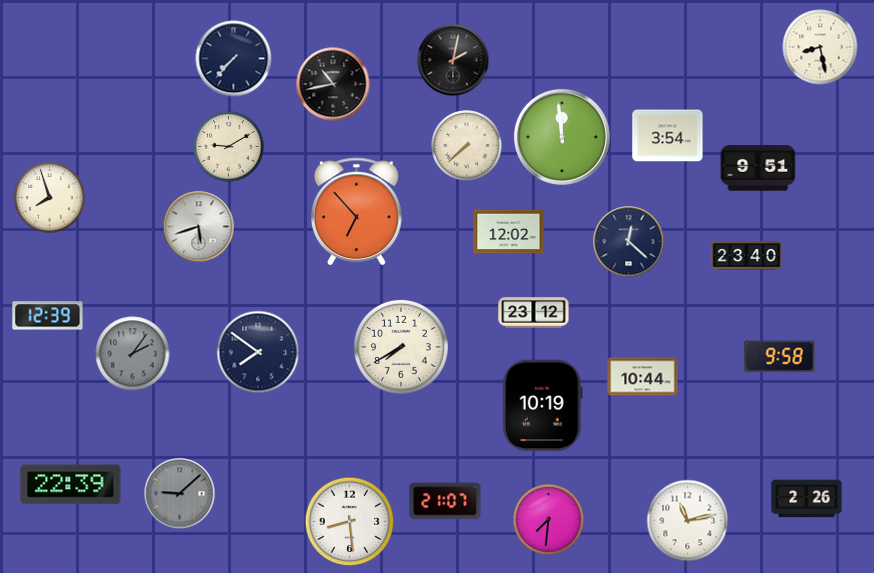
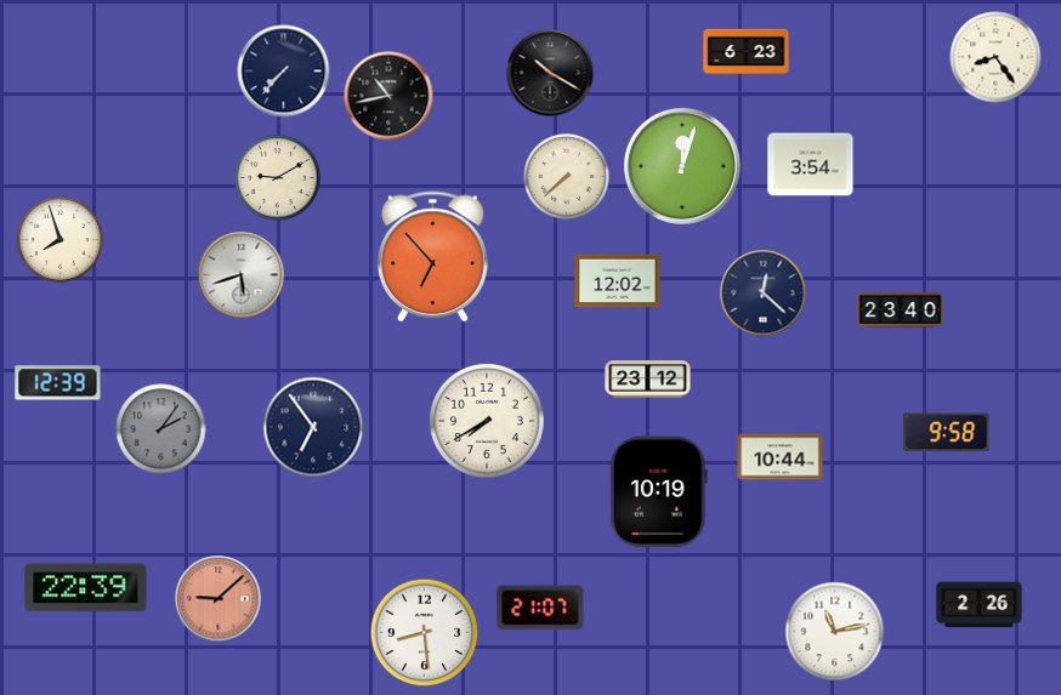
clock at (747, 52): none -> 6:23
clock at (820, 47): 8:28 -> 8:24
clock at (453, 60): 2:02 -> 10:20
clock at (333, 84) position: (333, 84) -> (388, 96)
clock at (562, 137): 11:59 -> 12:03
clock at (758, 168): 9:51 -> none
clock at (747, 256) position: (747, 256) -> (901, 311)
clock at (258, 352): 7:51 -> 6:54
clock at (180, 494) dial: grey -> salmon
clock at (549, 520): 7:31 -> none
